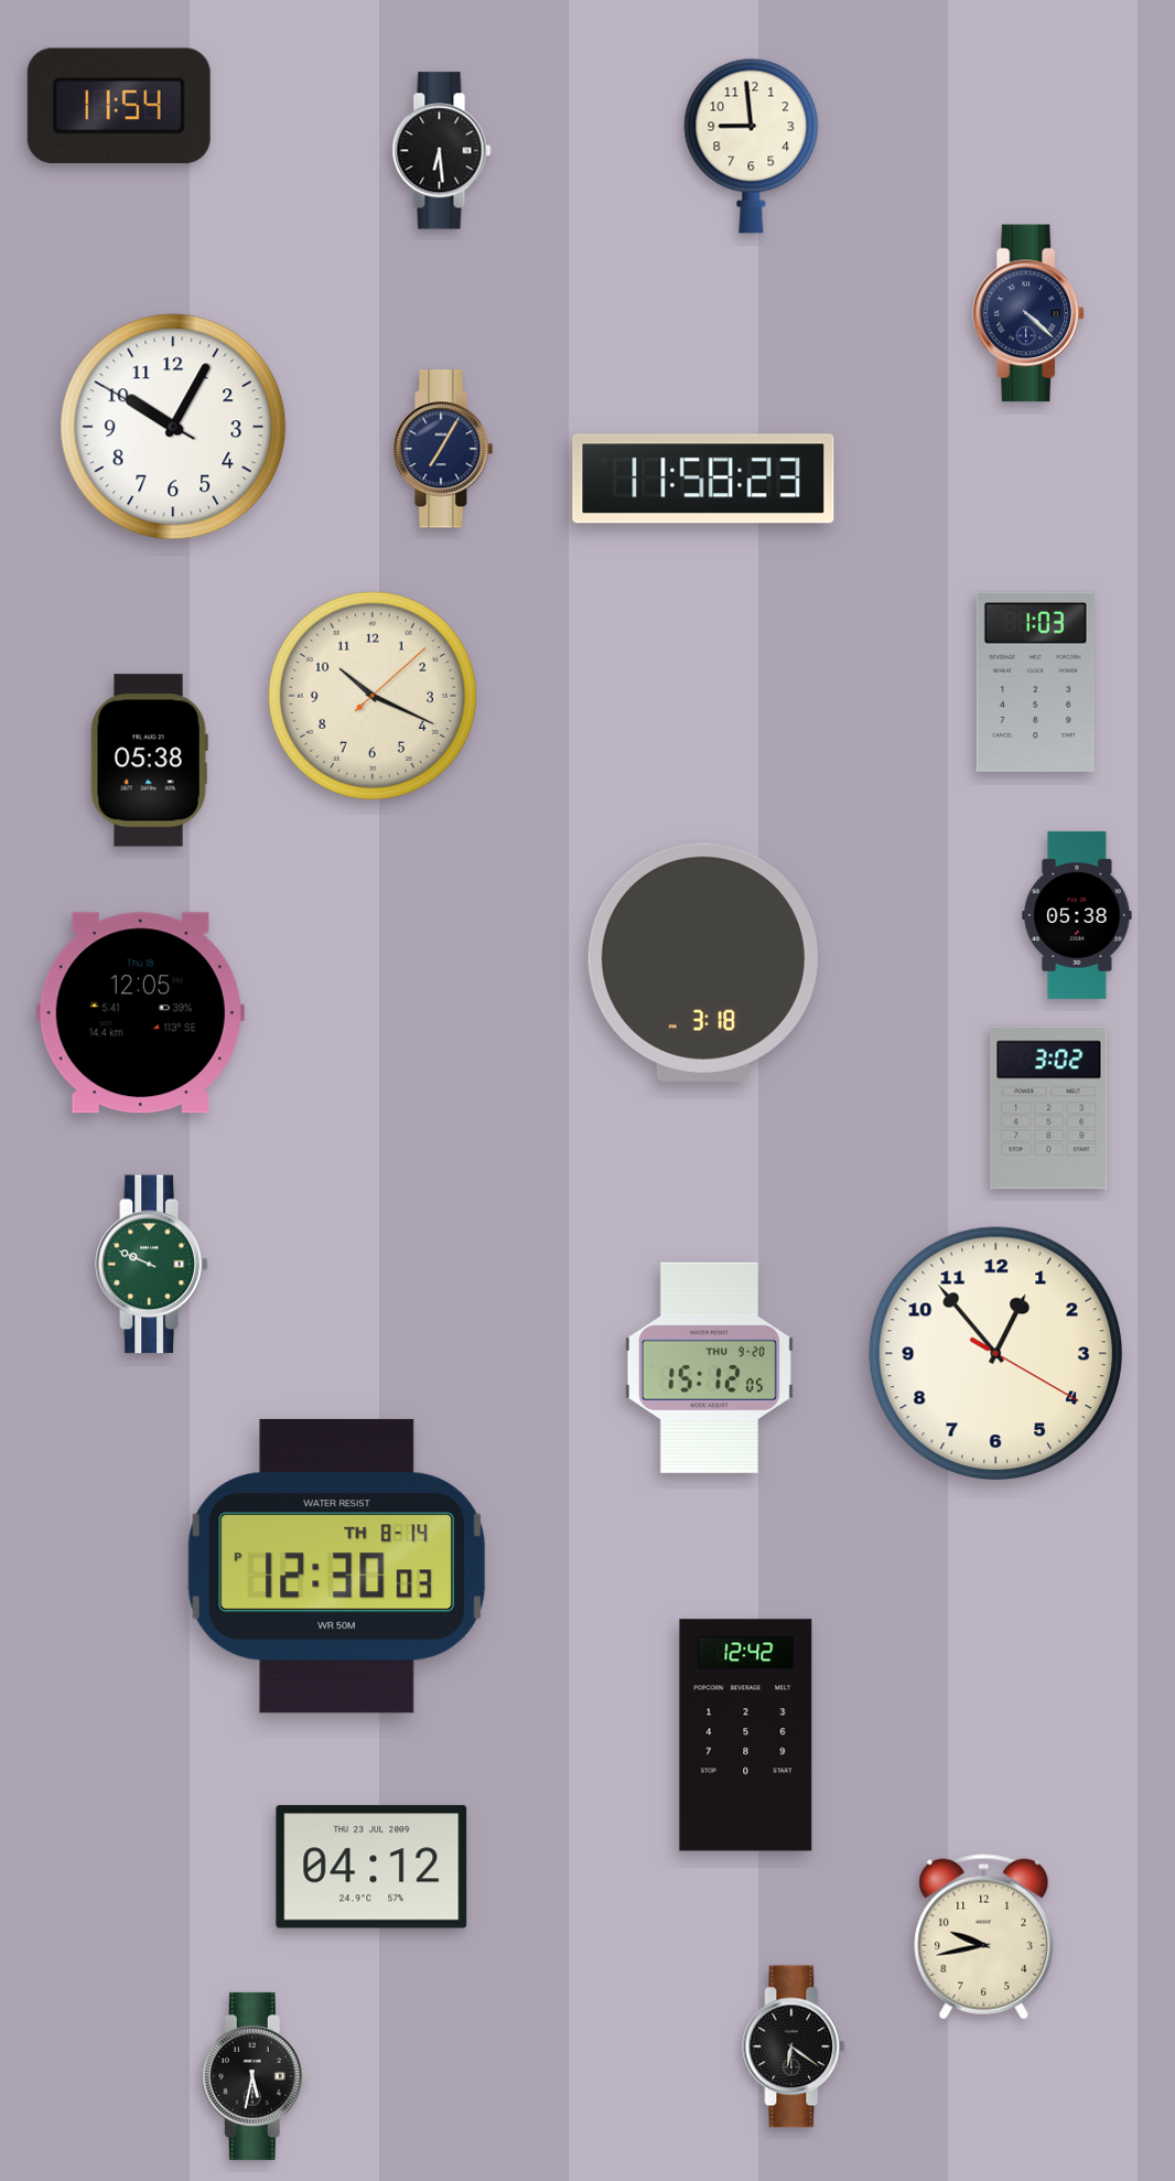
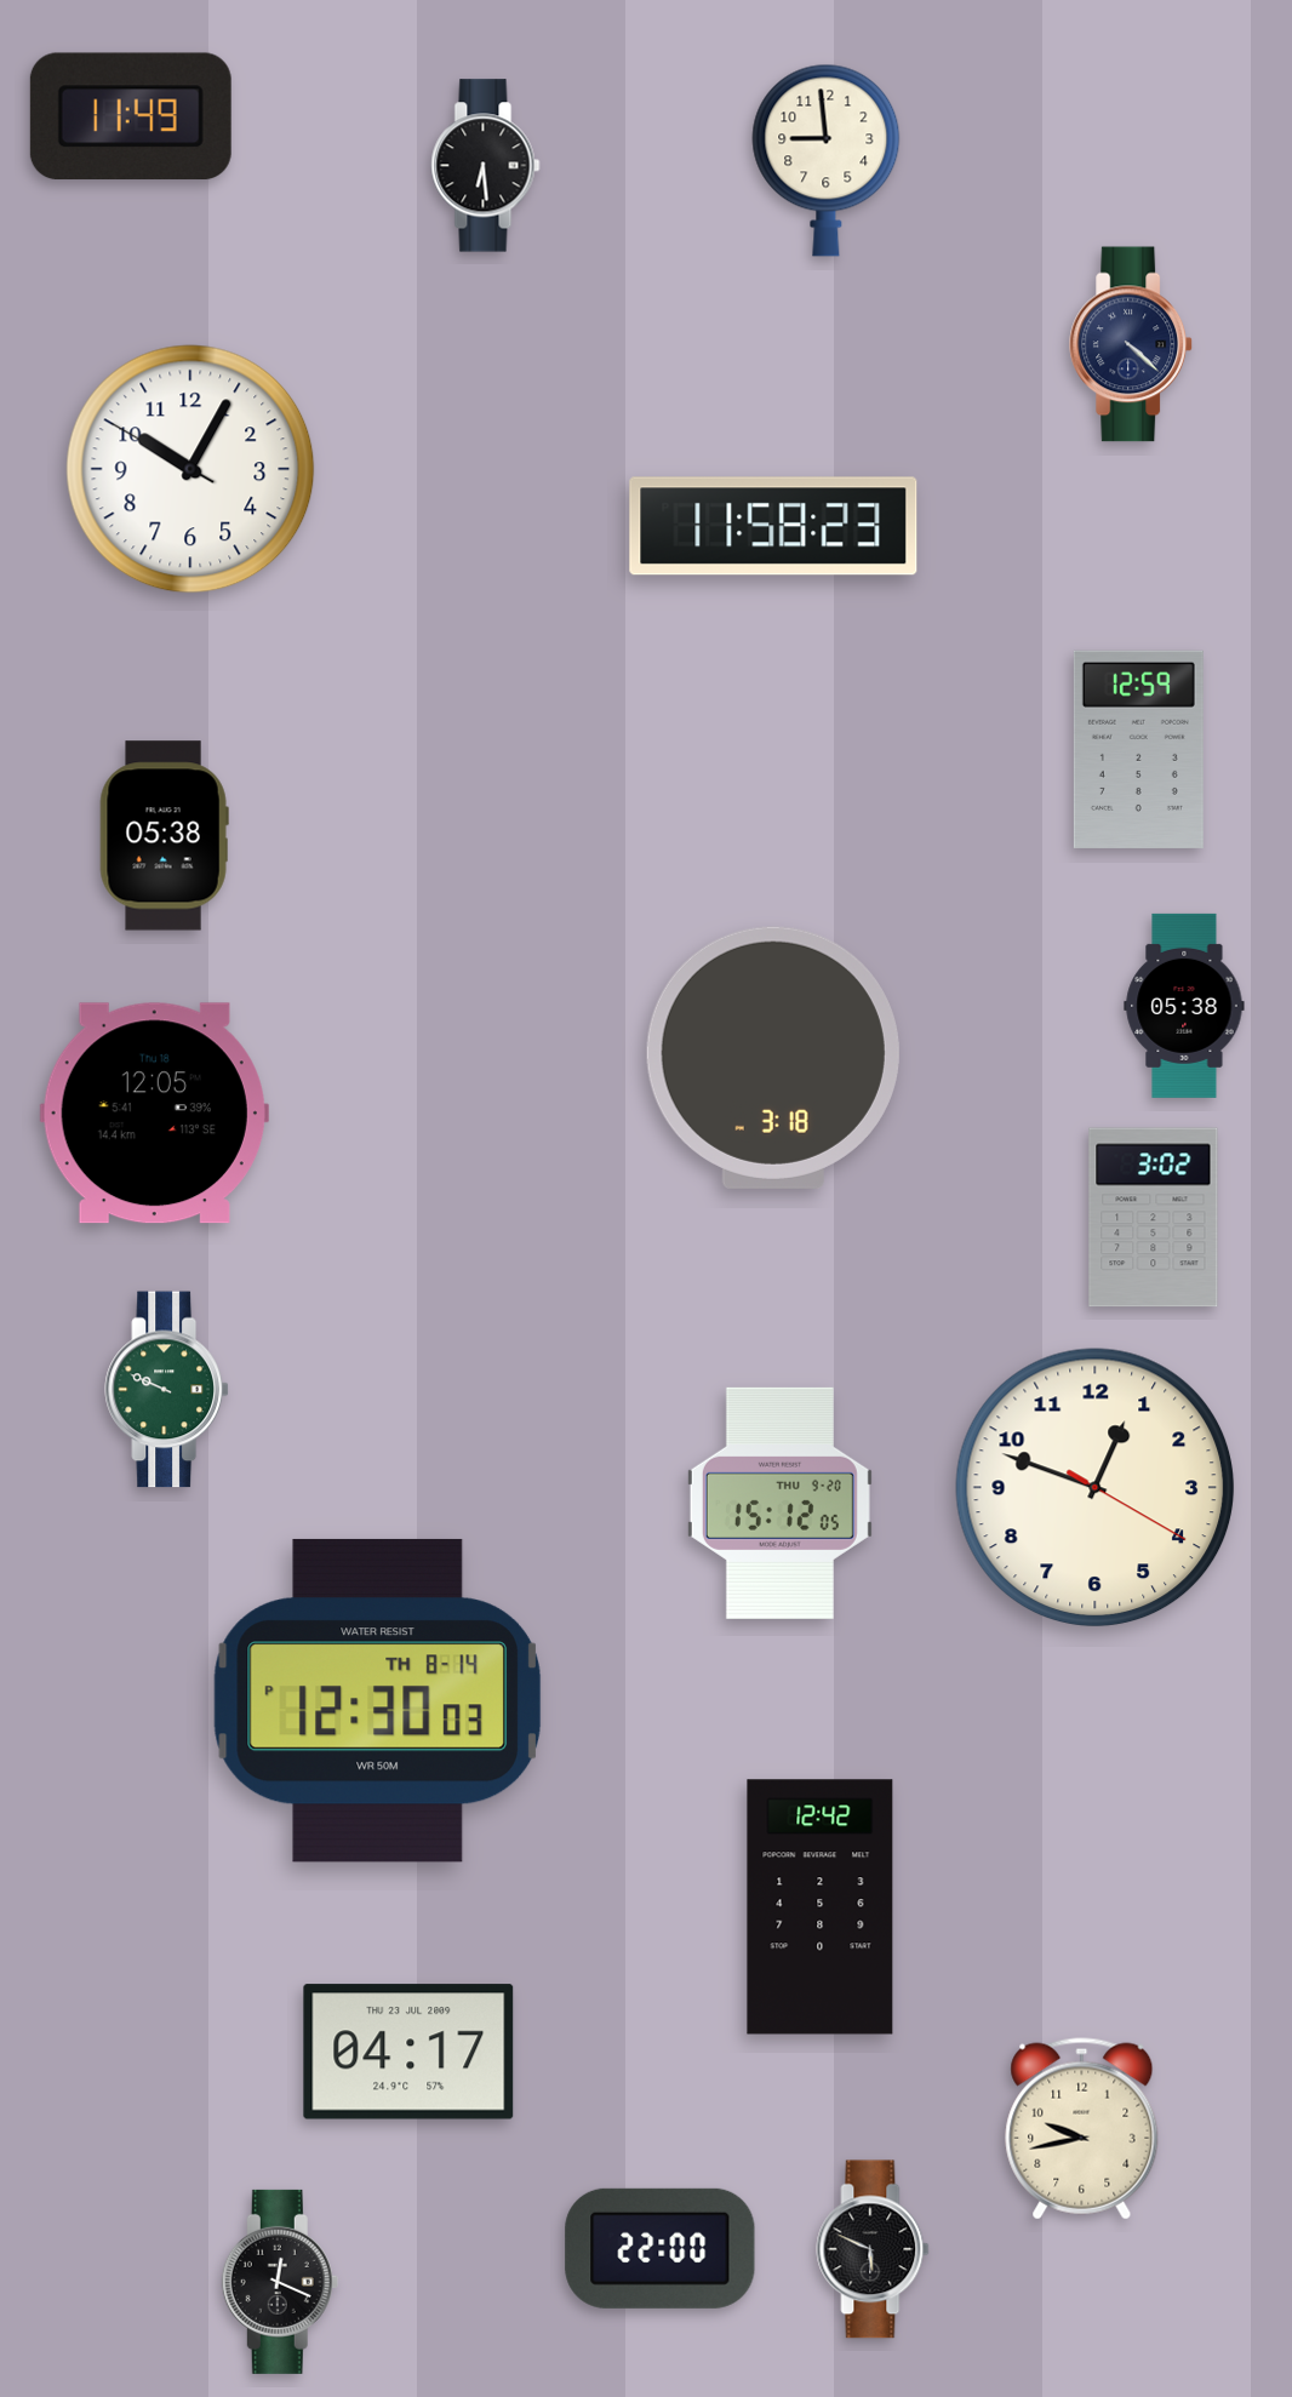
clock at (119, 106): 11:54 -> 11:49
clock at (443, 449): 7:05 -> none
clock at (1035, 681): 1:03 -> 12:59
clock at (373, 696): 10:19 -> none
clock at (996, 1354): 12:53 -> 12:48
clock at (336, 1566) position: (336, 1566) -> (377, 1700)
clock at (371, 1867): 04:12 -> 04:17
clock at (661, 2248): none -> 22:00
clock at (794, 2046): 6:21 -> 5:49
clock at (255, 2076): 5:32 -> 12:19
